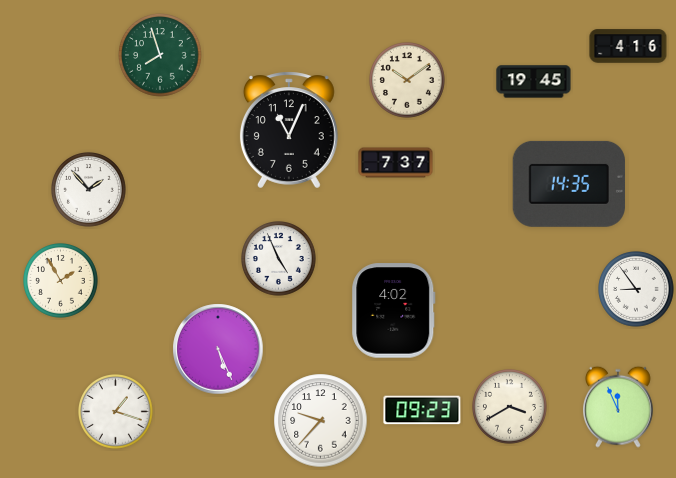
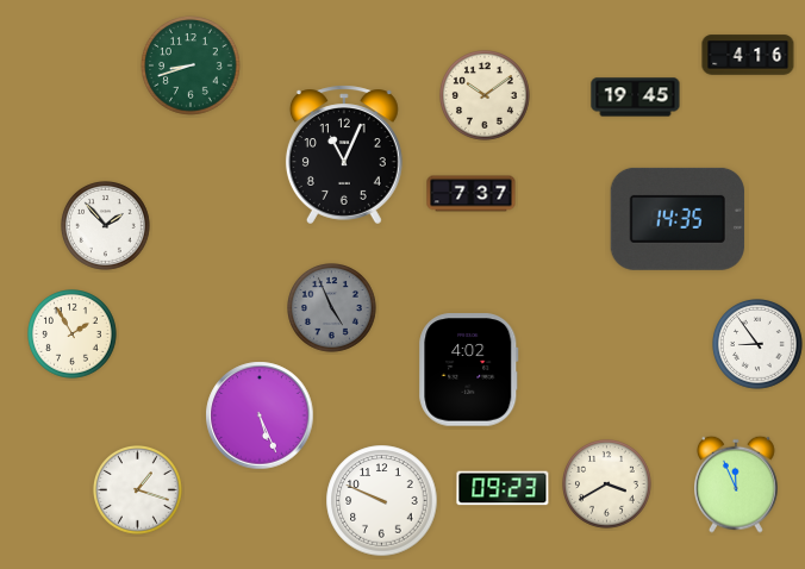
clock at (160, 55): 7:57 -> 8:42
clock at (279, 259) dial: white -> grey
clock at (321, 421): 9:37 -> 9:49
